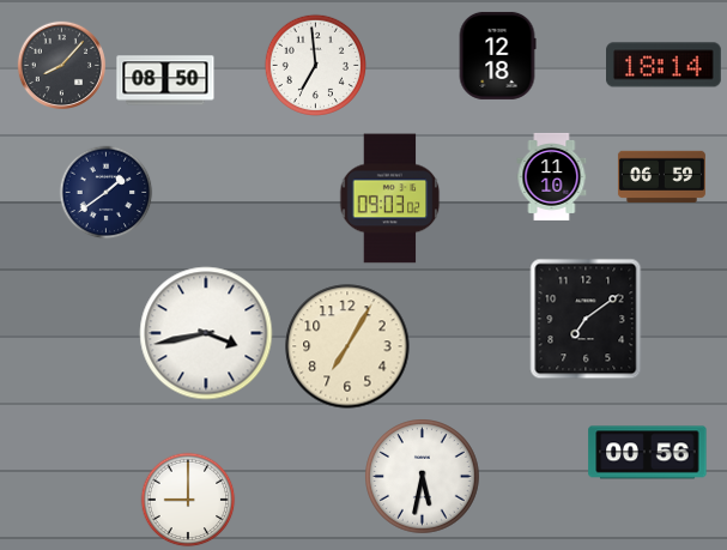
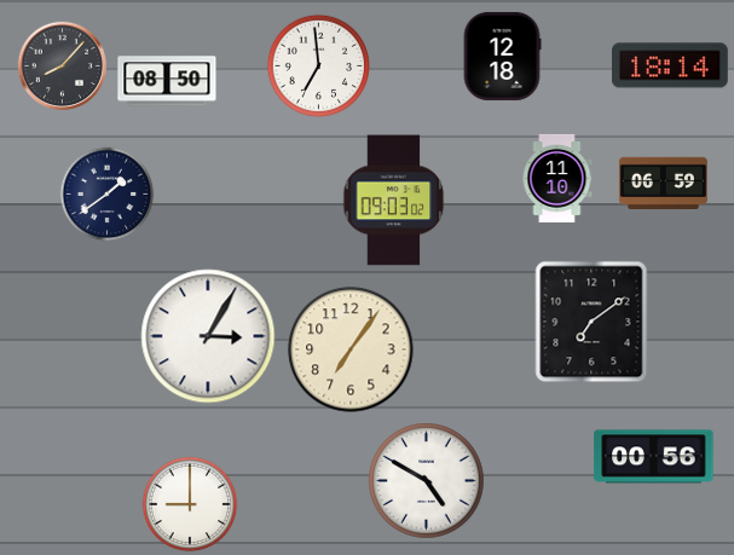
clock at (661, 176) position: (661, 176) -> (663, 183)
clock at (206, 333): 3:43 -> 3:05
clock at (347, 346): 7:05 -> 7:06
clock at (423, 477): 5:32 -> 4:50
